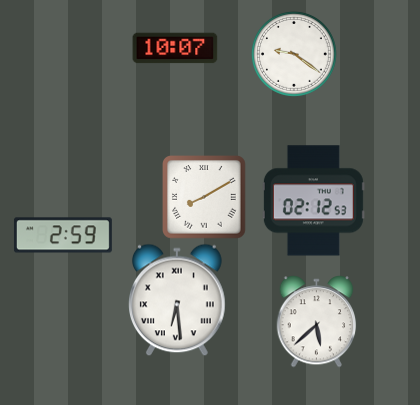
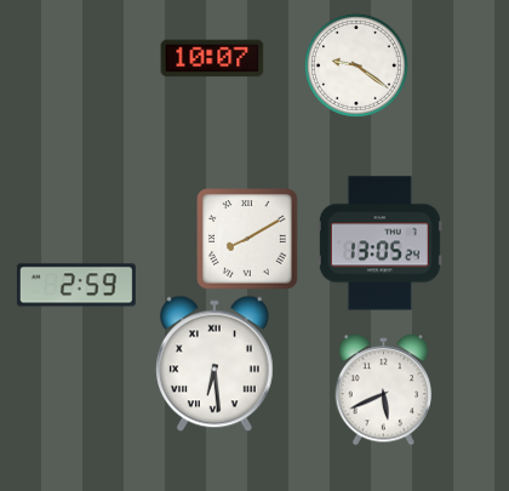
clock at (313, 201): 02:12 -> 13:05
clock at (317, 322): 5:38 -> 5:41
